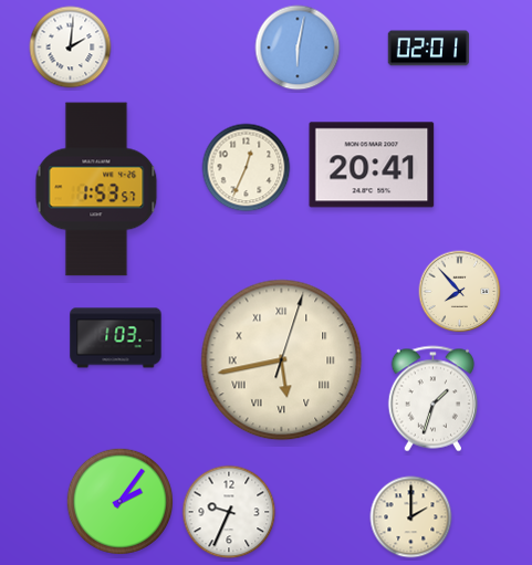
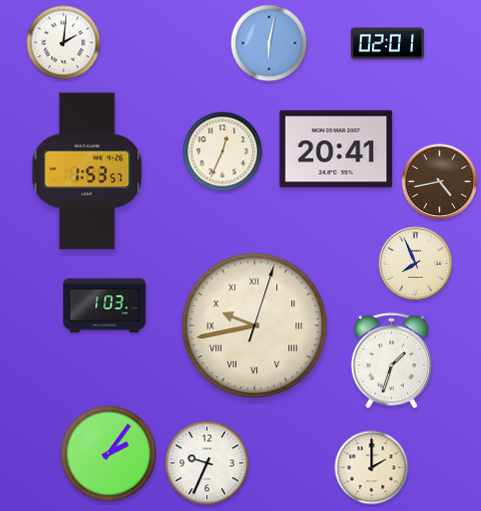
clock at (440, 182): none -> 4:43
clock at (460, 292): 7:53 -> 7:56
clock at (282, 360): 5:43 -> 9:43
